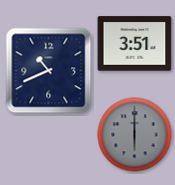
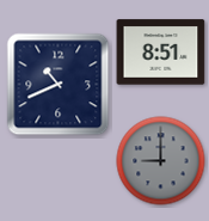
clock at (135, 44): 3:51 -> 8:51
clock at (135, 135): 6:00 -> 9:00
